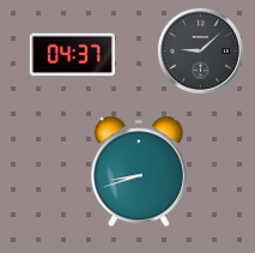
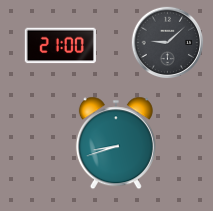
clock at (72, 55): 04:37 -> 21:00
